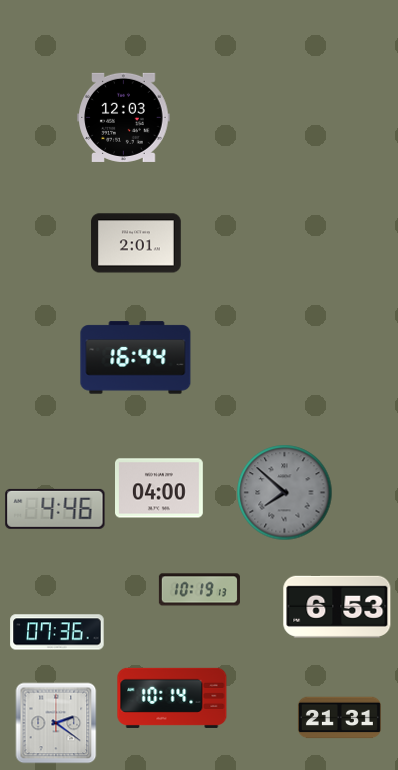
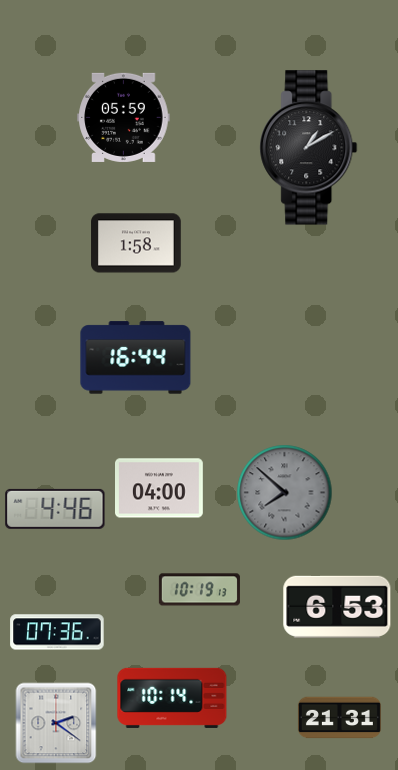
clock at (124, 117): 12:03 -> 05:59
clock at (309, 148): none -> 1:10
clock at (136, 243): 2:01 -> 1:58
